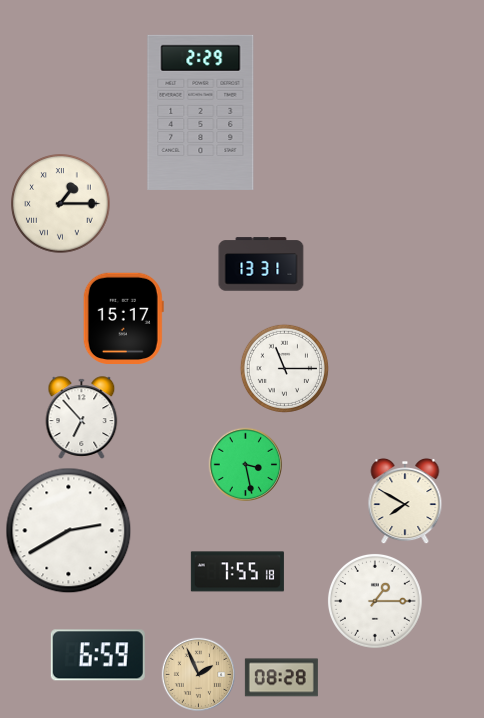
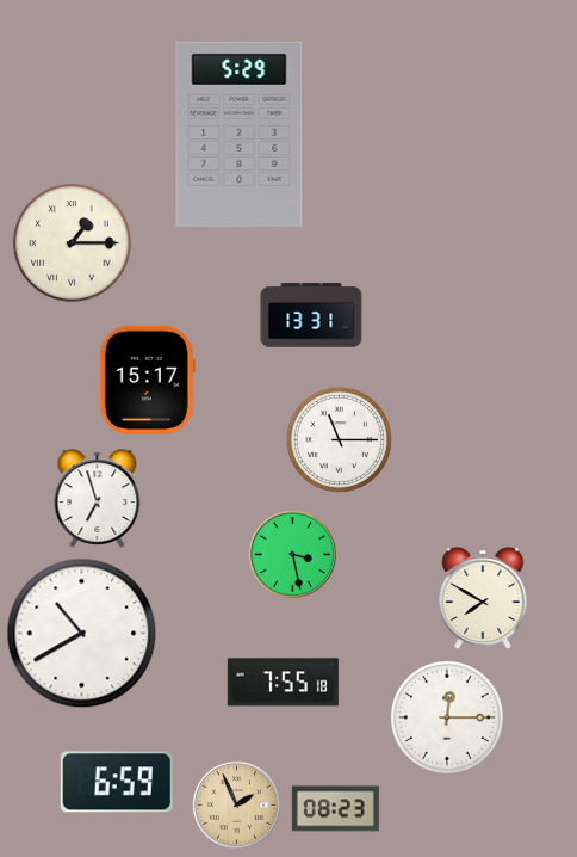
clock at (201, 112): 2:29 -> 5:29
clock at (82, 418): 6:53 -> 6:57
clock at (69, 531): 2:40 -> 10:40
clock at (375, 601): 1:15 -> 12:15
clock at (281, 678): 08:28 -> 08:23
